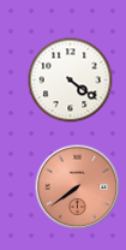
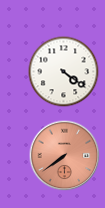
clock at (71, 81) position: (71, 81) -> (64, 72)
